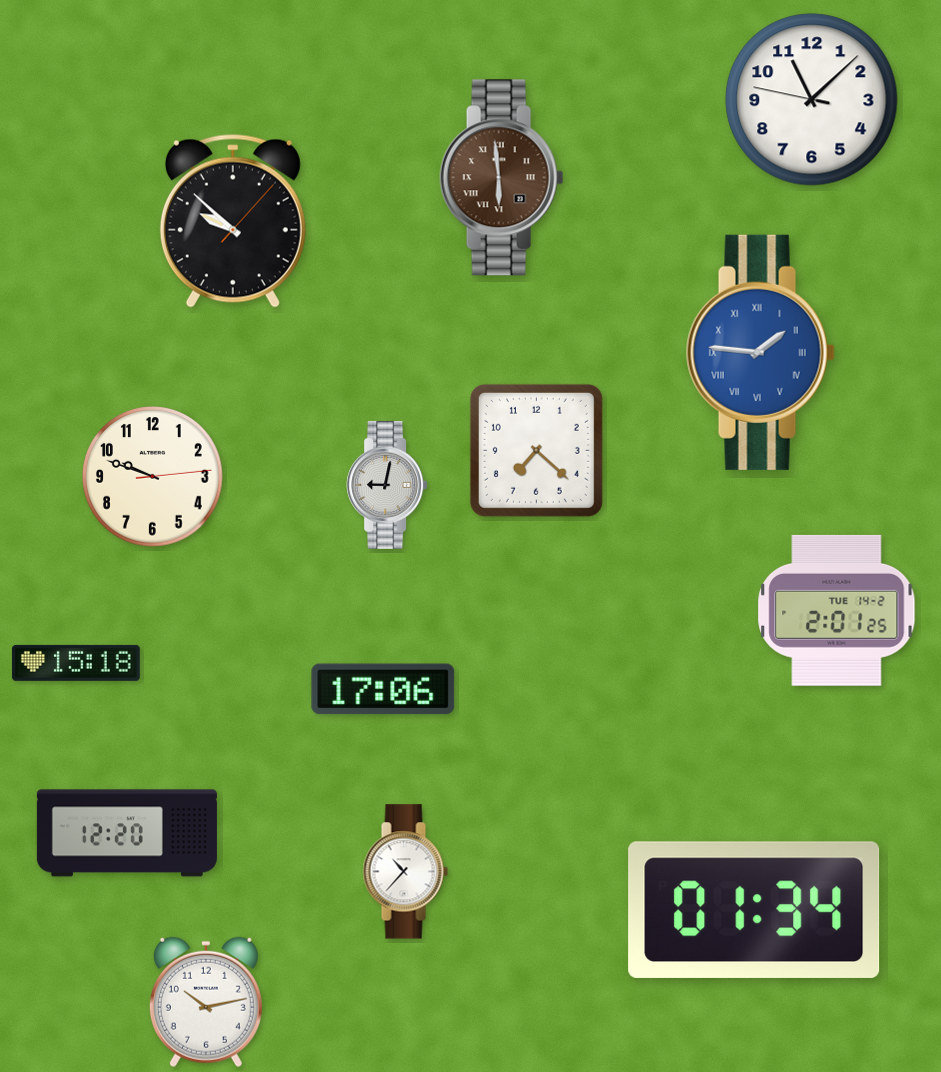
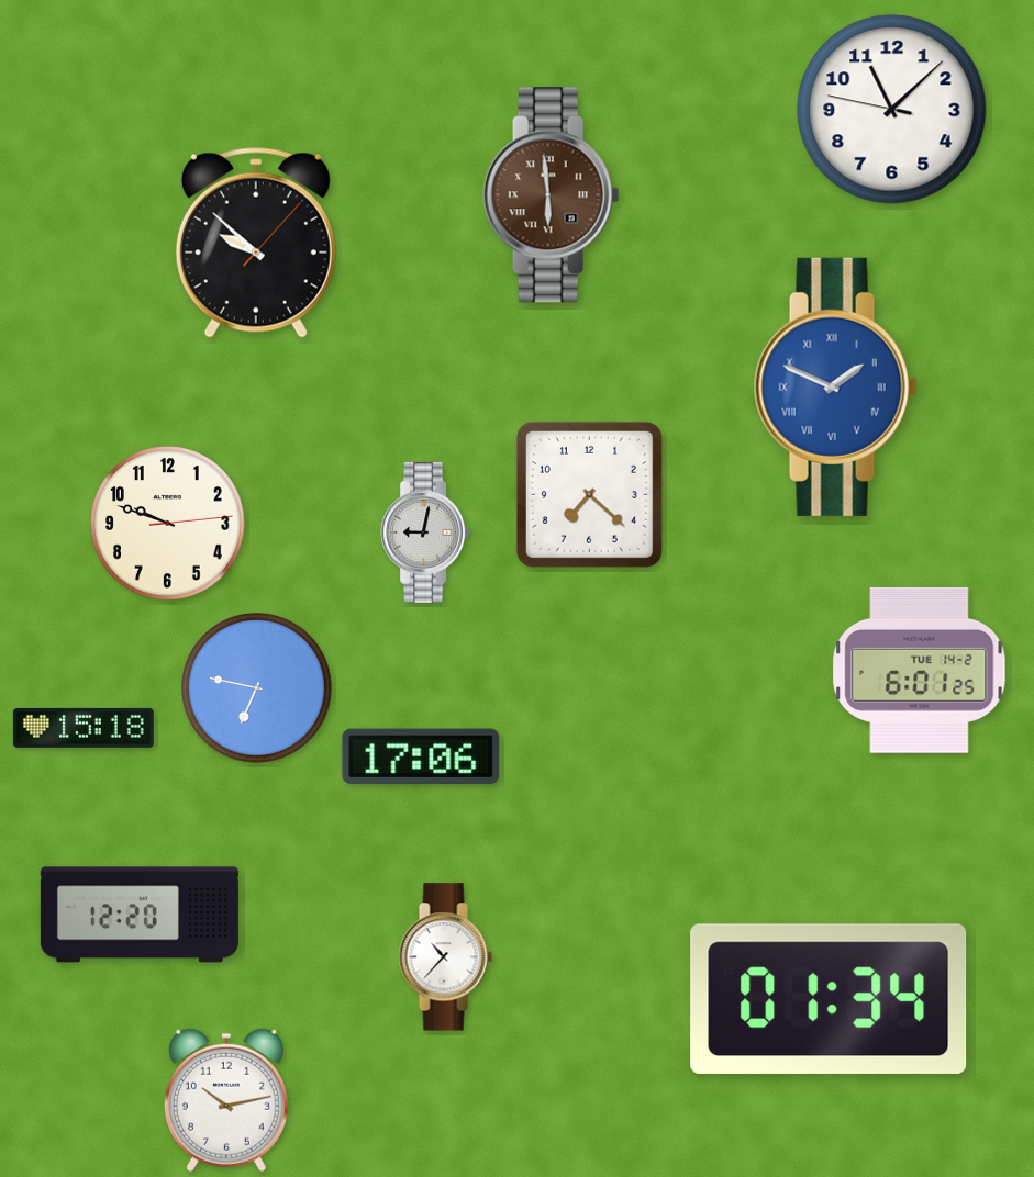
clock at (760, 352): 1:46 -> 1:49
clock at (837, 610): 2:01 -> 6:01
clock at (257, 688): none -> 6:47
